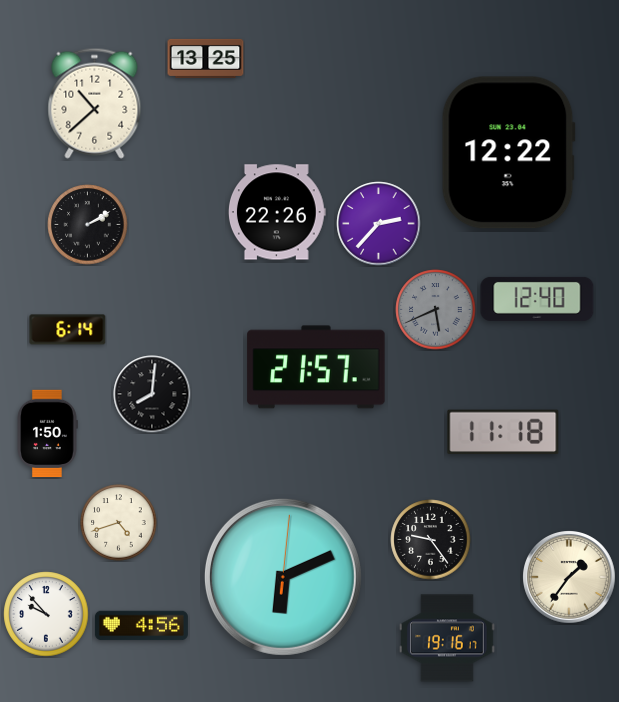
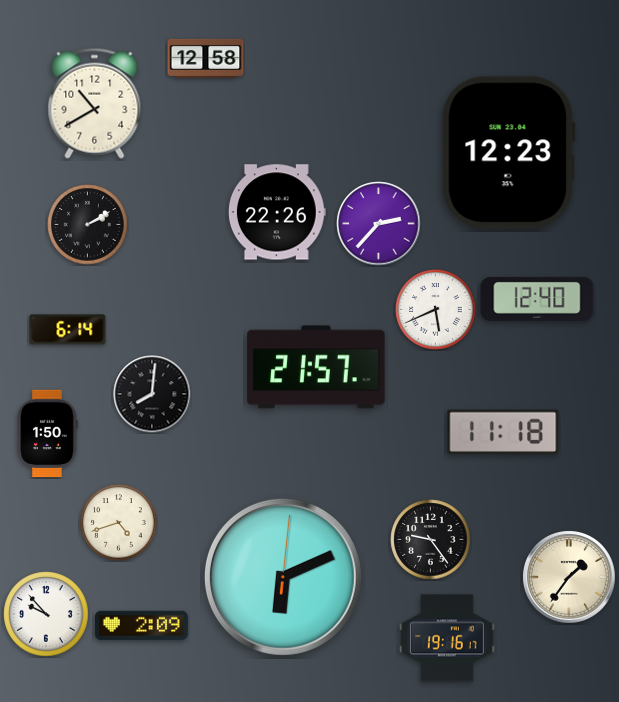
clock at (206, 58): 13:25 -> 12:58
clock at (95, 103): 10:38 -> 10:40
clock at (508, 153): 12:22 -> 12:23
clock at (436, 310) dial: grey -> white
clock at (141, 626): 4:56 -> 2:09
